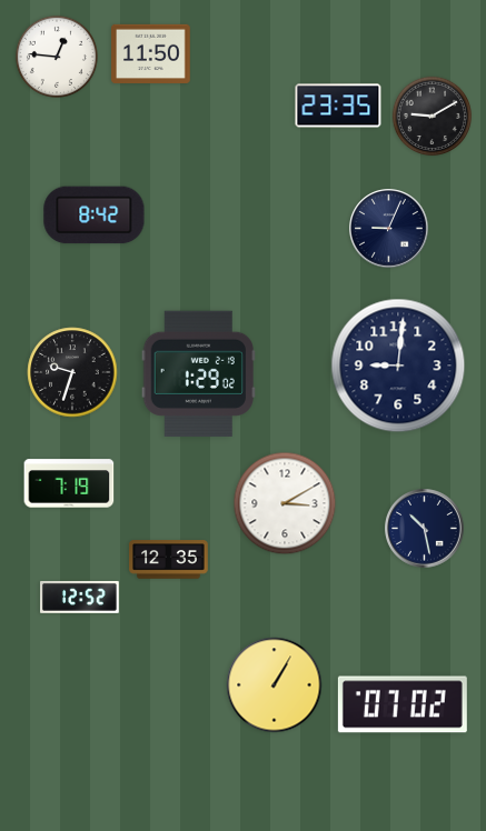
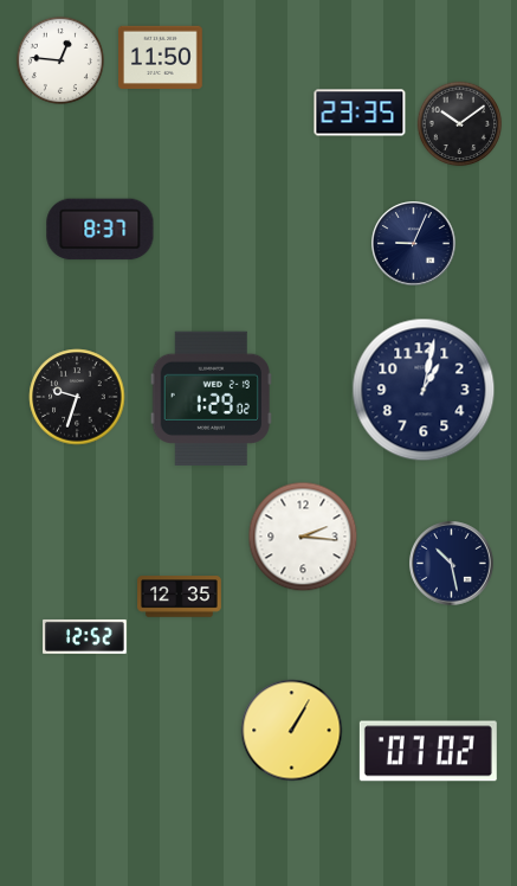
clock at (433, 117): 9:10 -> 10:09
clock at (95, 216): 8:42 -> 8:37
clock at (398, 366): 9:01 -> 1:02
clock at (69, 483): 7:19 -> none
clock at (285, 503): 3:10 -> 2:16
